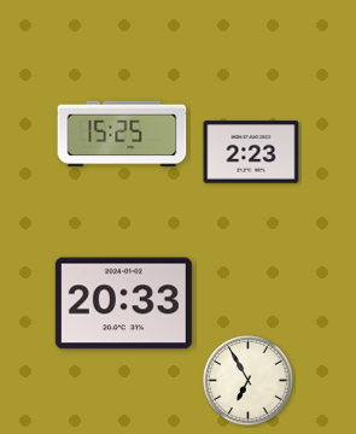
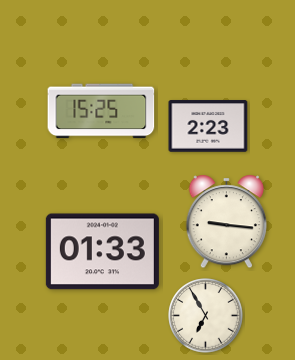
clock at (226, 222): none -> 9:16
clock at (123, 304): 20:33 -> 01:33
